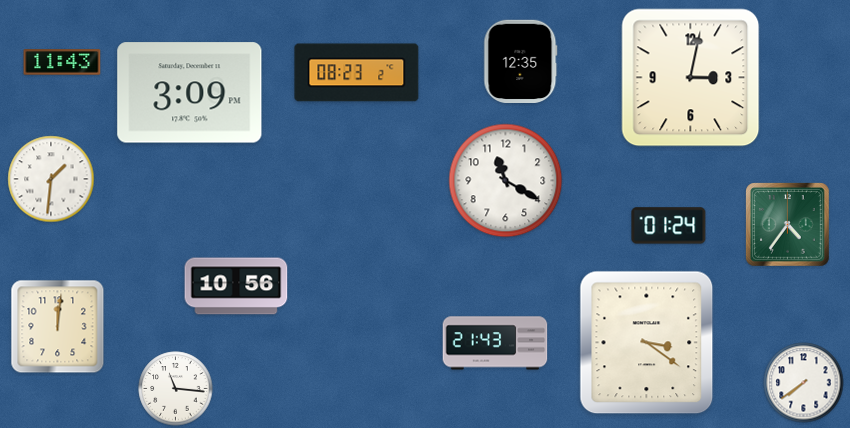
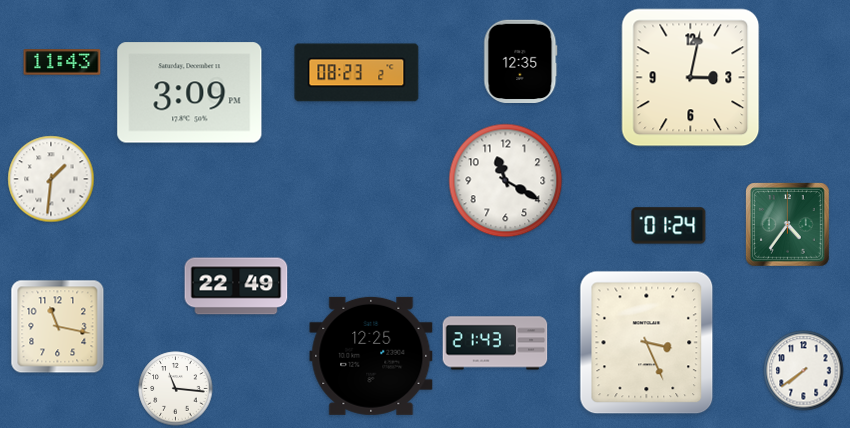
clock at (236, 286): 10:56 -> 22:49
clock at (58, 327): 12:01 -> 11:17
clock at (647, 343): 3:21 -> 3:26
clock at (371, 356): none -> 12:25
clock at (804, 383) position: (804, 383) -> (804, 371)
